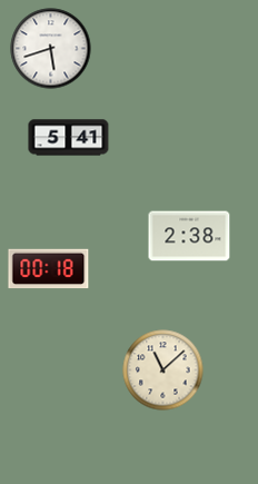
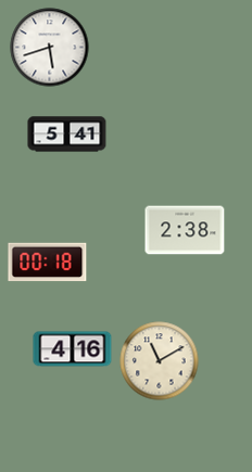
clock at (73, 349): none -> 4:16
clock at (163, 371): 11:08 -> 11:10
